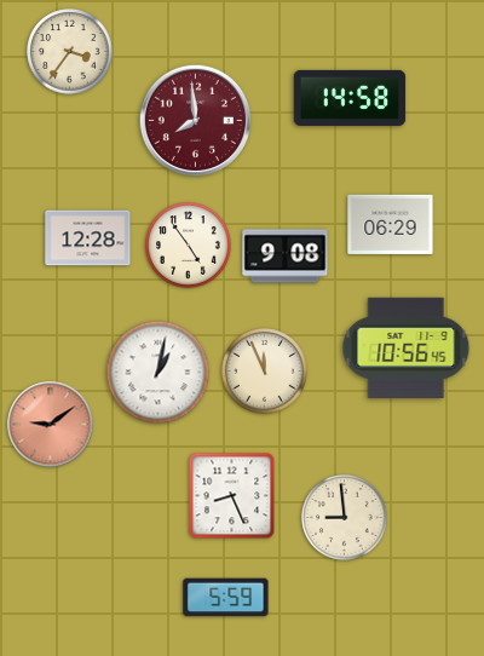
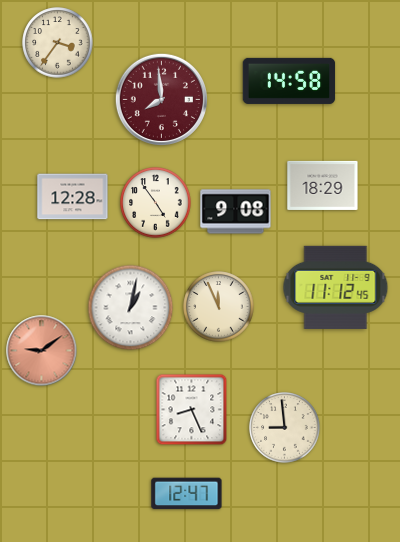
clock at (391, 224): 06:29 -> 18:29
clock at (407, 347): 10:56 -> 11:12
clock at (226, 598): 5:59 -> 12:47
